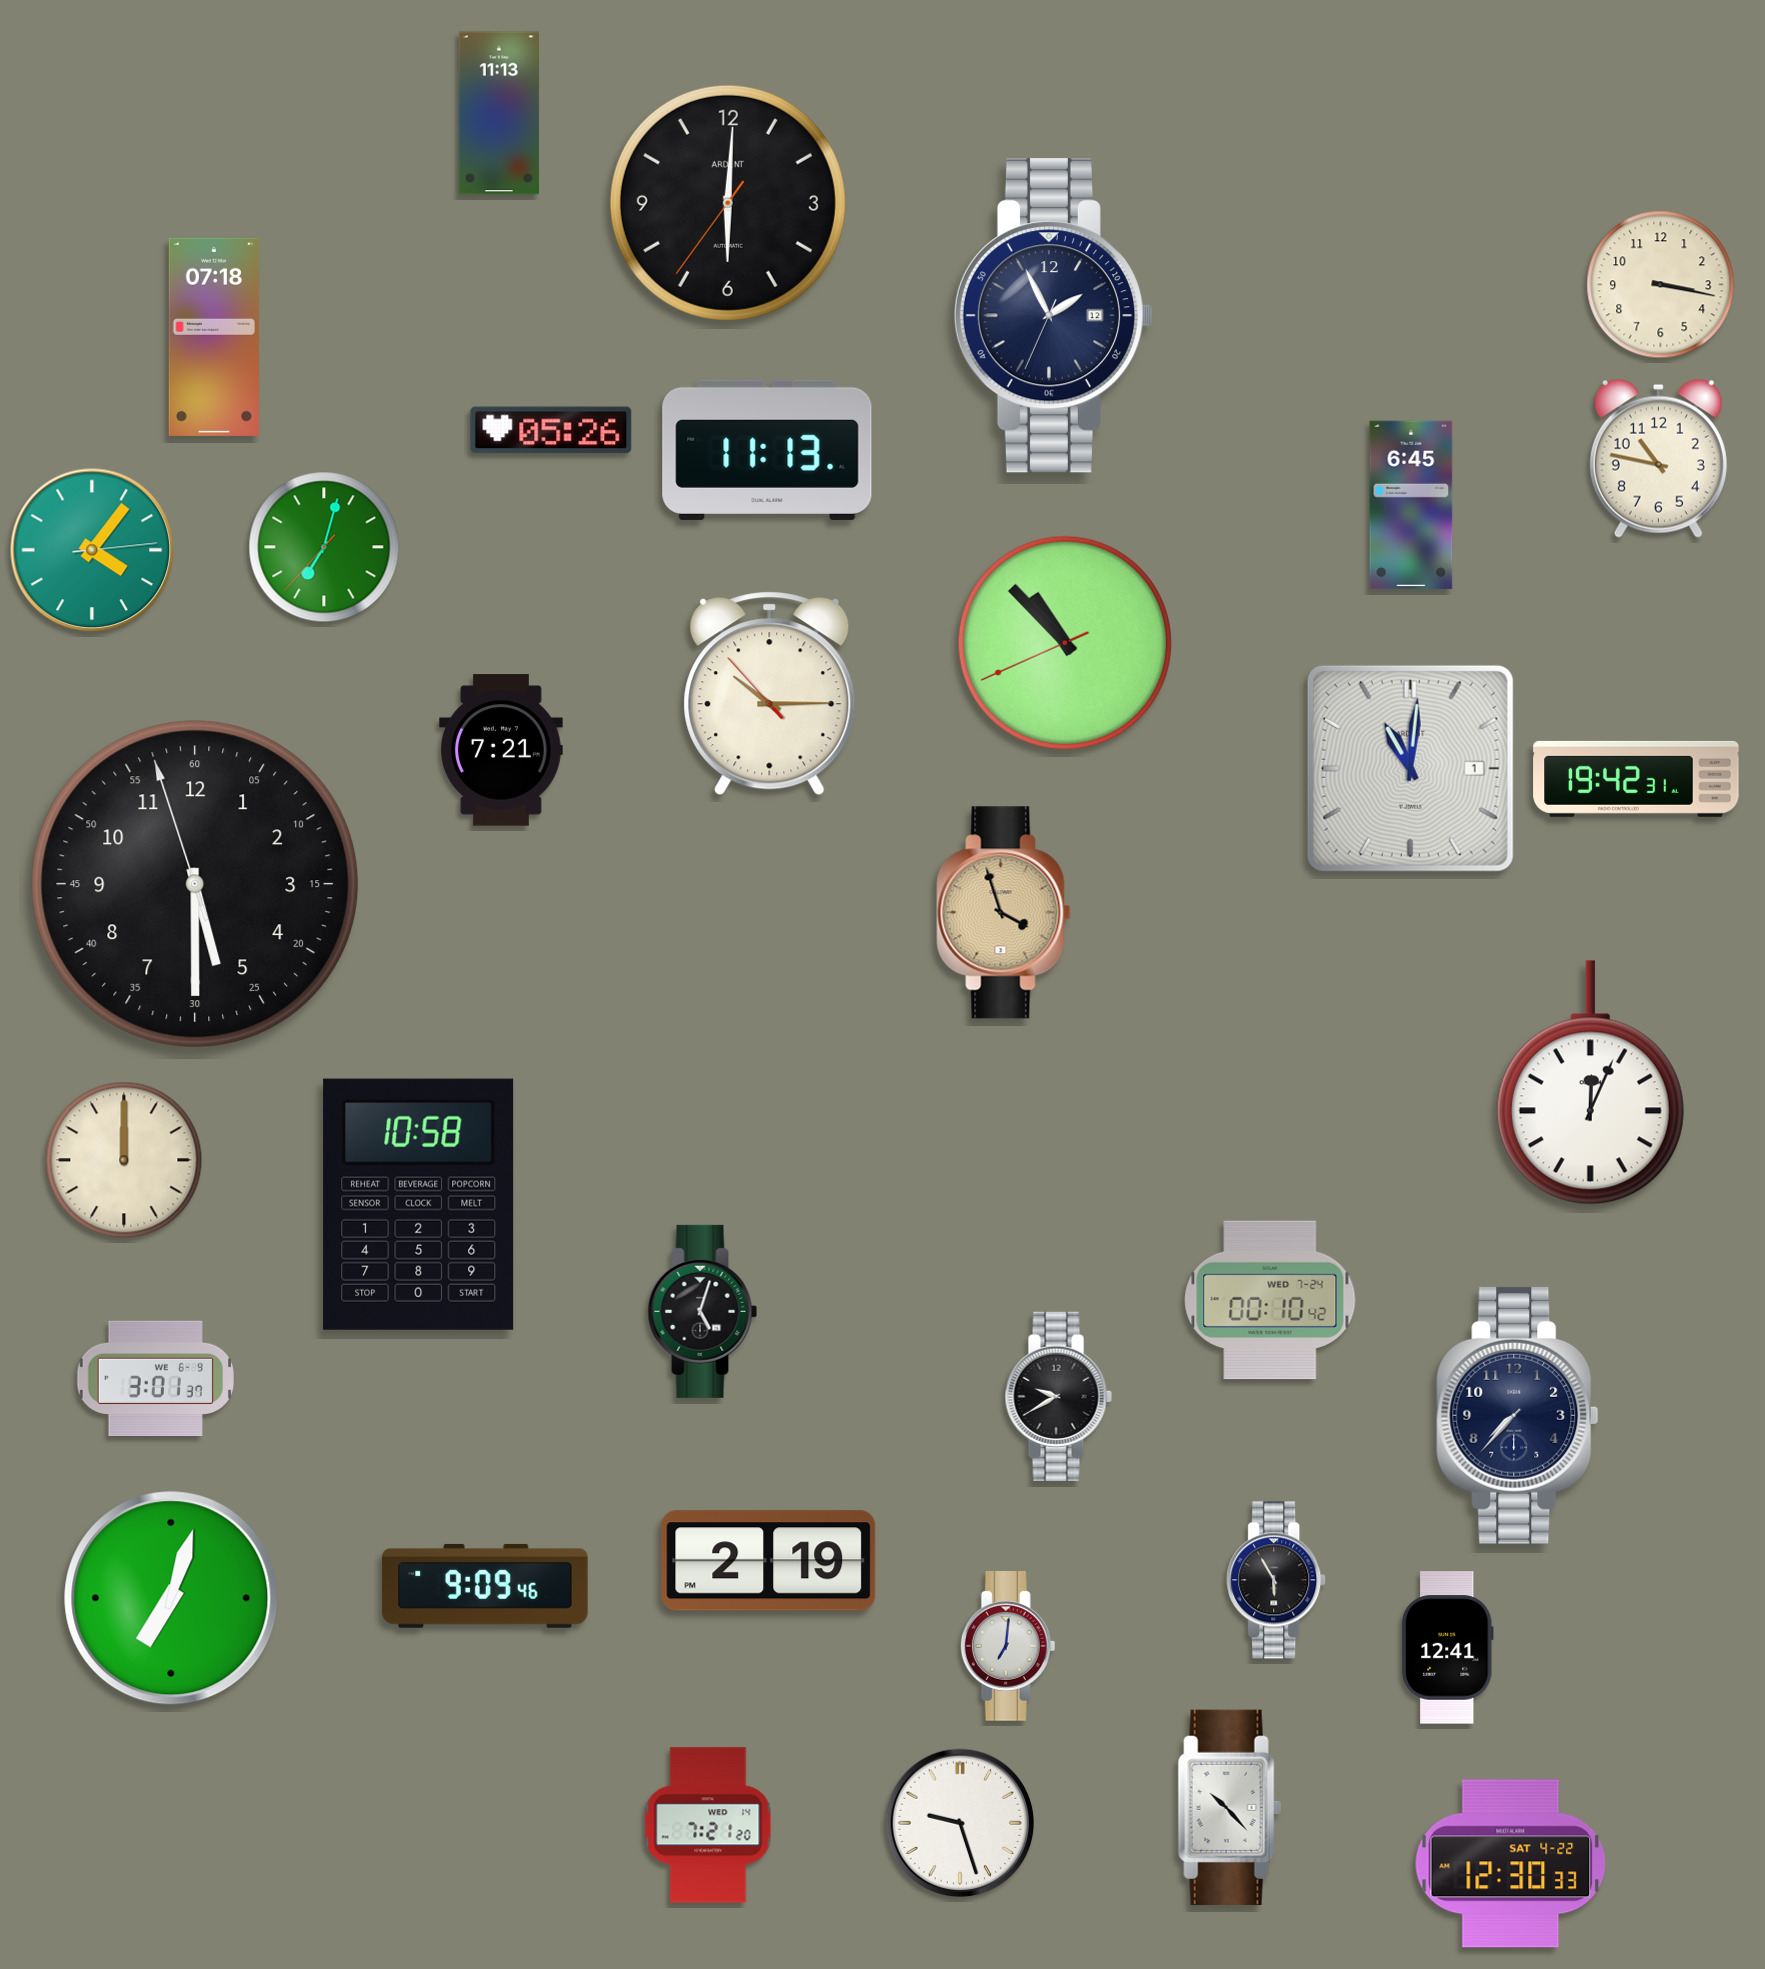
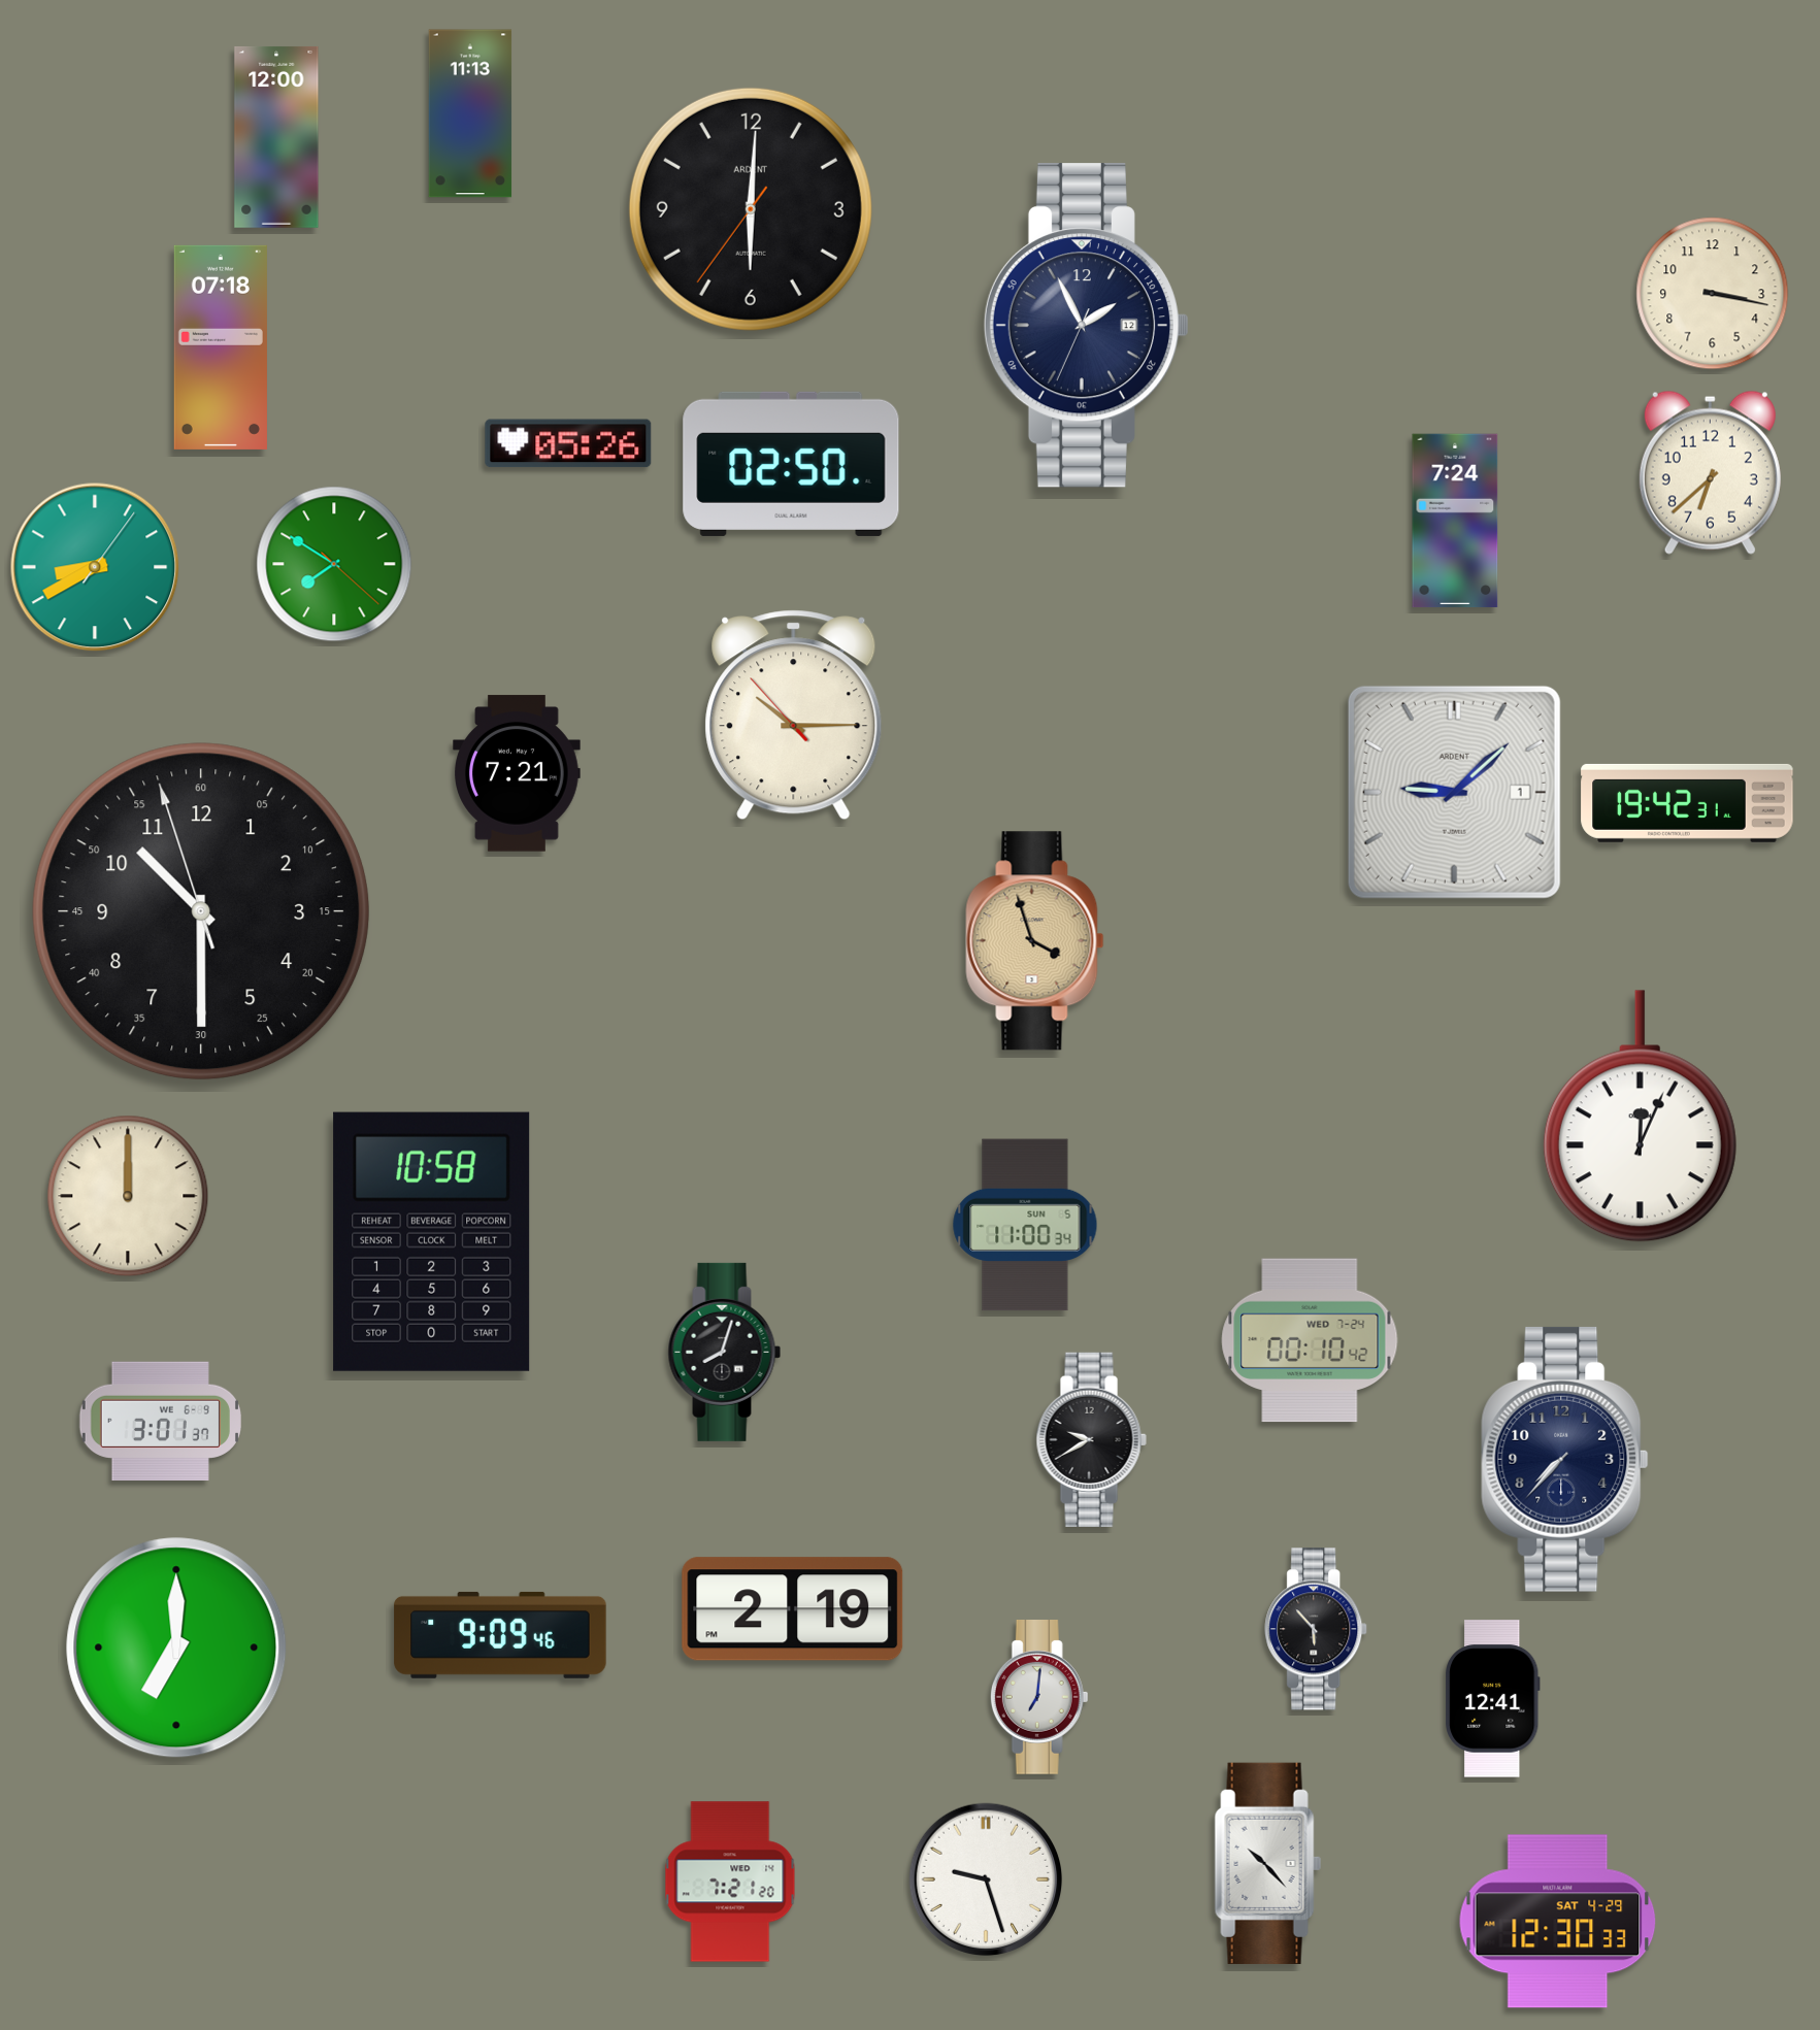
clock at (499, 113) position: (499, 113) -> (470, 113)
clock at (276, 137): none -> 12:00
clock at (767, 450): 11:13 -> 02:50
clock at (1658, 458): 10:47 -> 6:38
clock at (1411, 505): 6:45 -> 7:24
clock at (324, 547): 7:02 -> 7:50
clock at (92, 550): 4:06 -> 8:40
clock at (1065, 643): 10:52 -> none
clock at (1410, 768): 11:01 -> 9:08
clock at (195, 884): 5:29 -> 10:29
clock at (1025, 1225): none -> 11:00
clock at (703, 1311): 5:03 -> 8:03
clock at (1277, 1580): 5:55 -> 5:53
clock at (171, 1598): 7:03 -> 7:00
clock at (960, 1823) position: (960, 1823) -> (986, 1879)
clock at (1511, 1864) date: SAT 4-22 -> SAT 4-29
